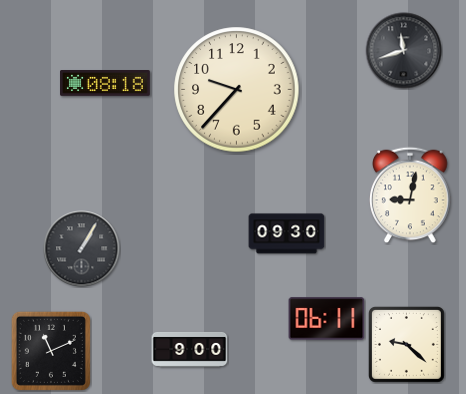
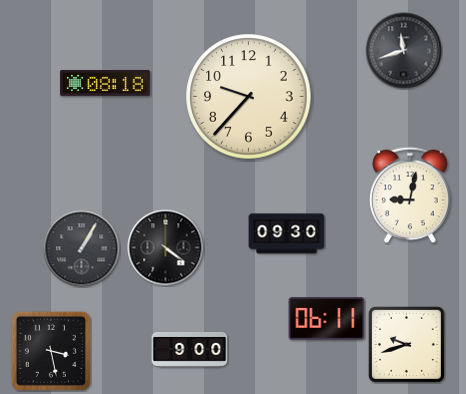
clock at (237, 90) position: (237, 90) -> (249, 97)
clock at (166, 248): none -> 4:21
clock at (406, 344): 9:22 -> 9:42
clock at (51, 351): 11:11 -> 3:28
